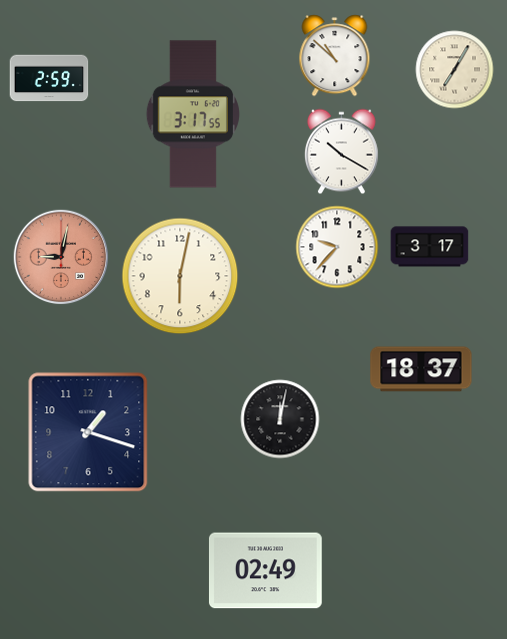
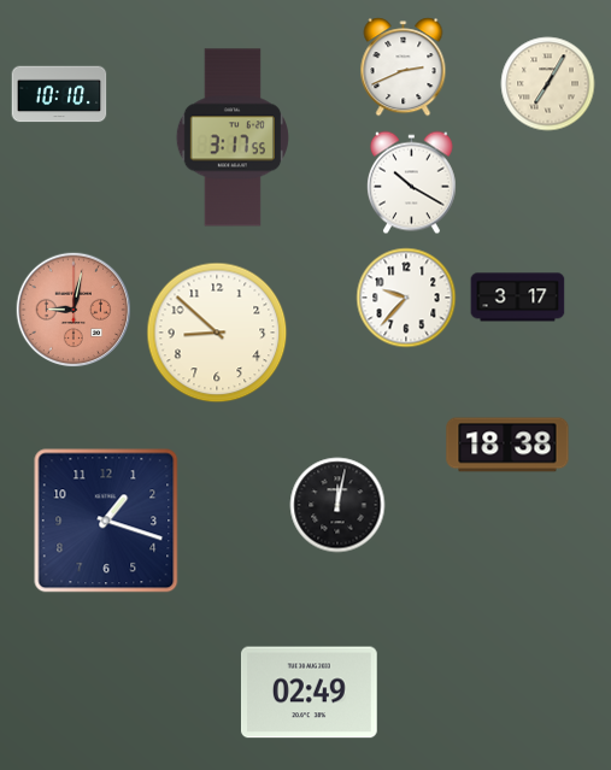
clock at (335, 56): 10:52 -> 2:41
clock at (49, 78): 2:59 -> 10:10
clock at (180, 276): 6:02 -> 8:52
clock at (421, 369): 18:37 -> 18:38
clock at (265, 571) position: (265, 571) -> (309, 693)
